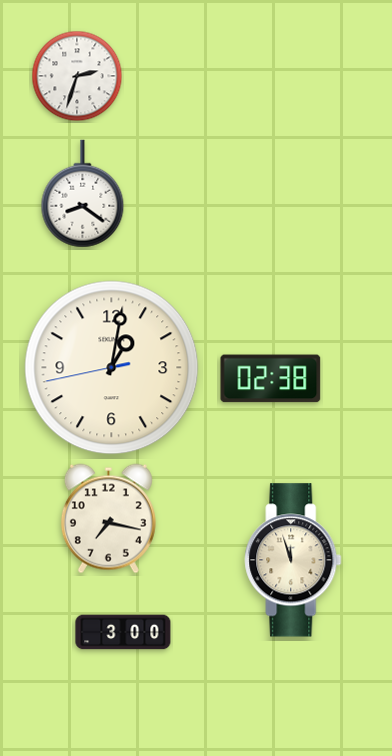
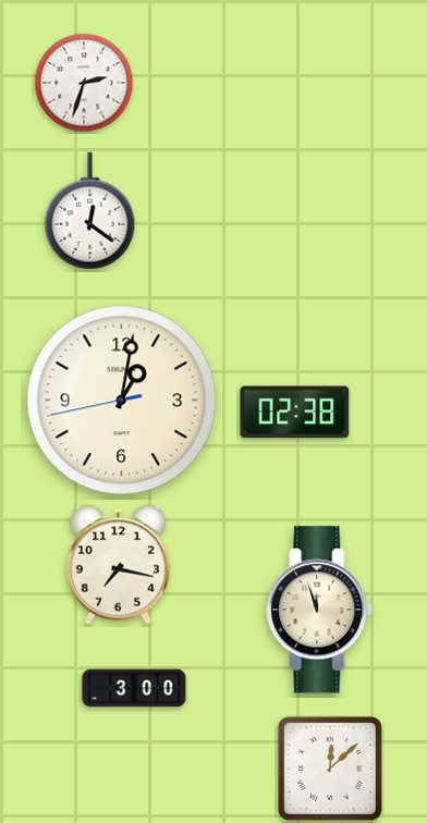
clock at (83, 194): 8:21 -> 12:21
clock at (330, 769): none -> 12:08
